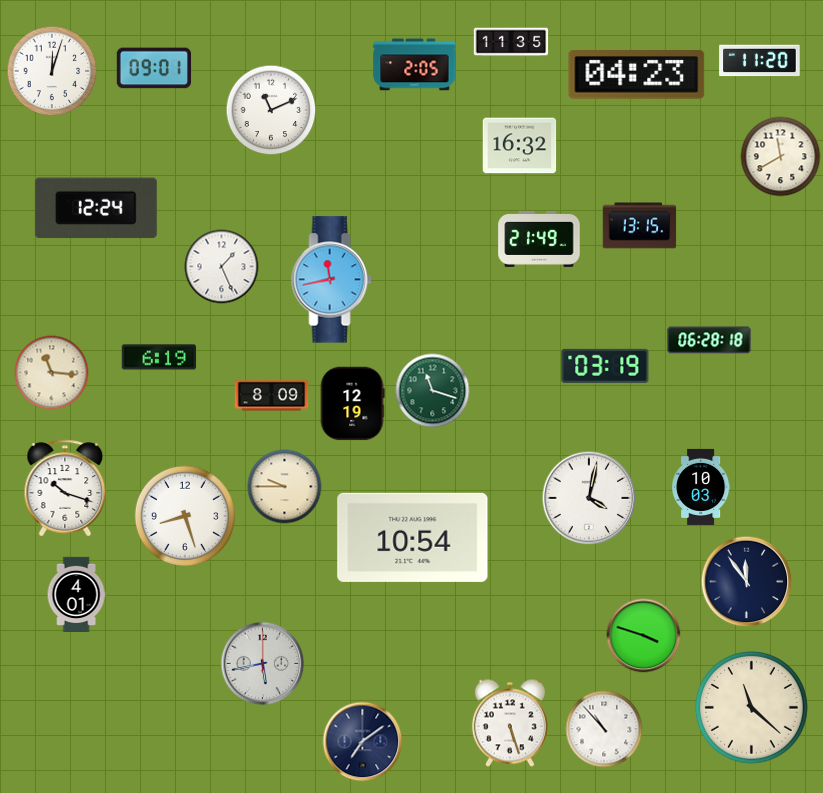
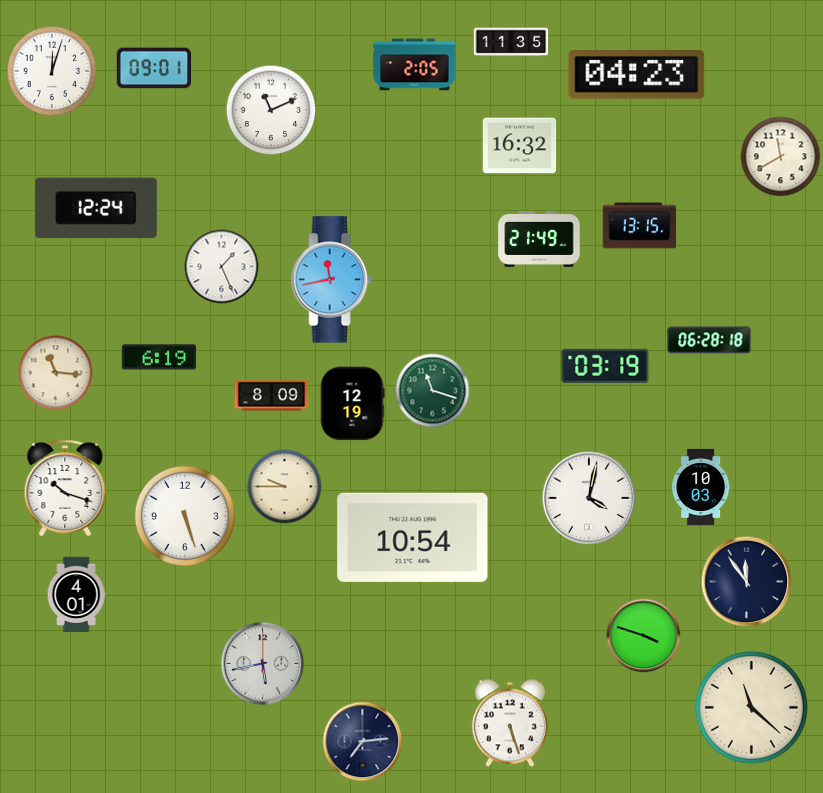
clock at (760, 61): 11:20 -> none
clock at (52, 373) position: (52, 373) -> (56, 373)
clock at (185, 516): 8:27 -> 5:27
clock at (604, 729): 10:53 -> none
clock at (363, 742): 7:09 -> 7:14
